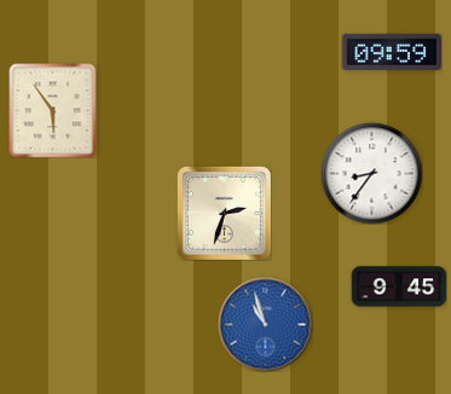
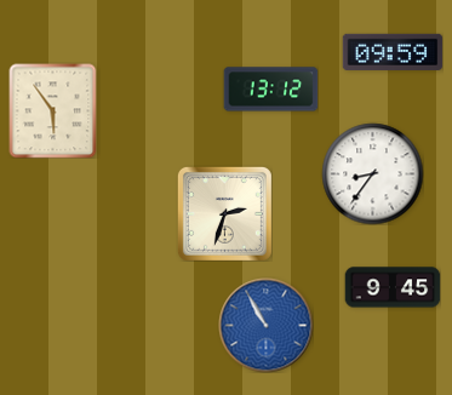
clock at (270, 90): none -> 13:12
clock at (399, 286) position: (399, 286) -> (393, 287)
clock at (265, 324): 10:57 -> 10:55
